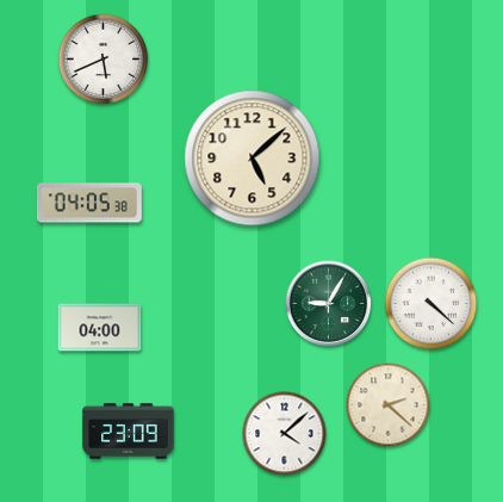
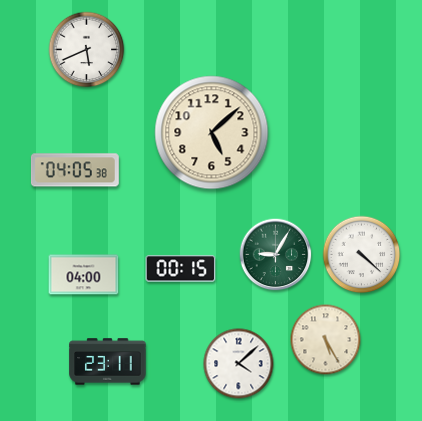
clock at (181, 269): none -> 00:15
clock at (389, 405): 2:22 -> 5:25
clock at (129, 432): 23:09 -> 23:11
